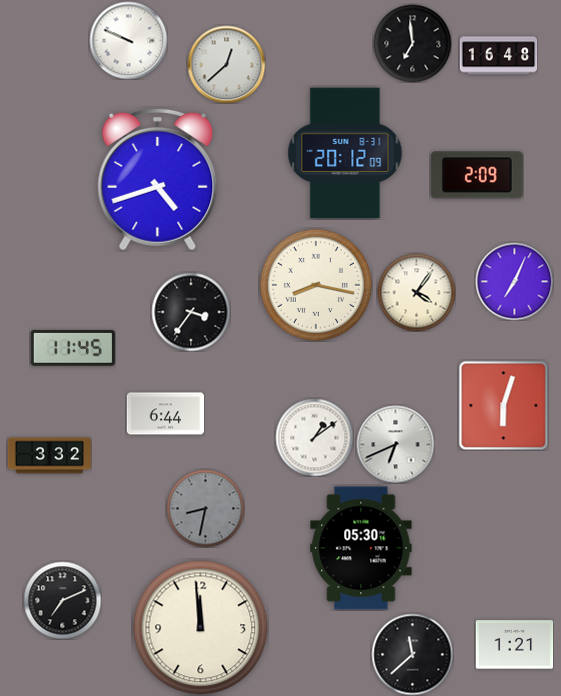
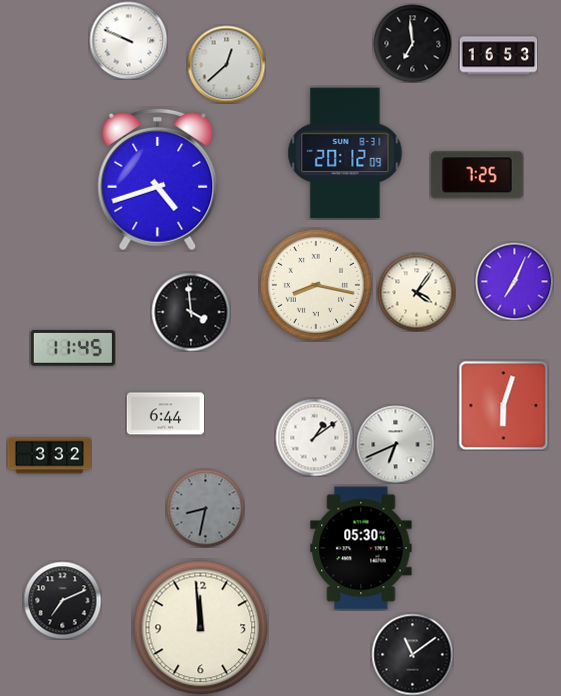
clock at (498, 56): 16:48 -> 16:53
clock at (477, 175): 2:09 -> 7:25
clock at (191, 312): 3:36 -> 3:59
clock at (514, 645): 1:21 -> none
clock at (412, 654): 11:38 -> 11:09
